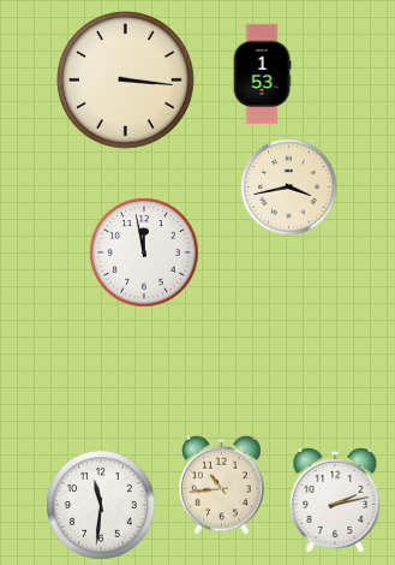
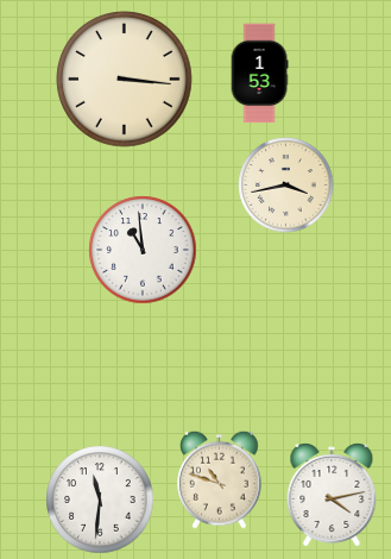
clock at (144, 252): 11:58 -> 10:59
clock at (222, 484): 10:44 -> 10:48
clock at (335, 500): 2:13 -> 4:13
